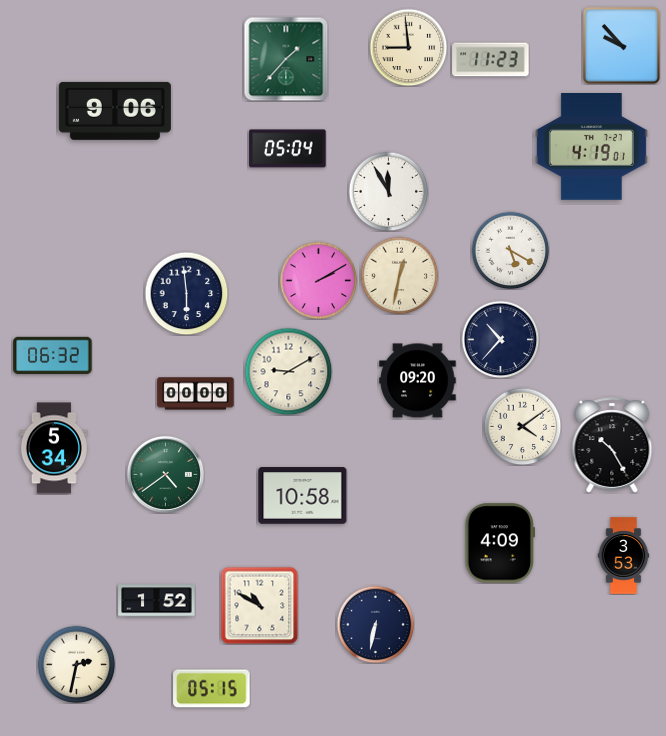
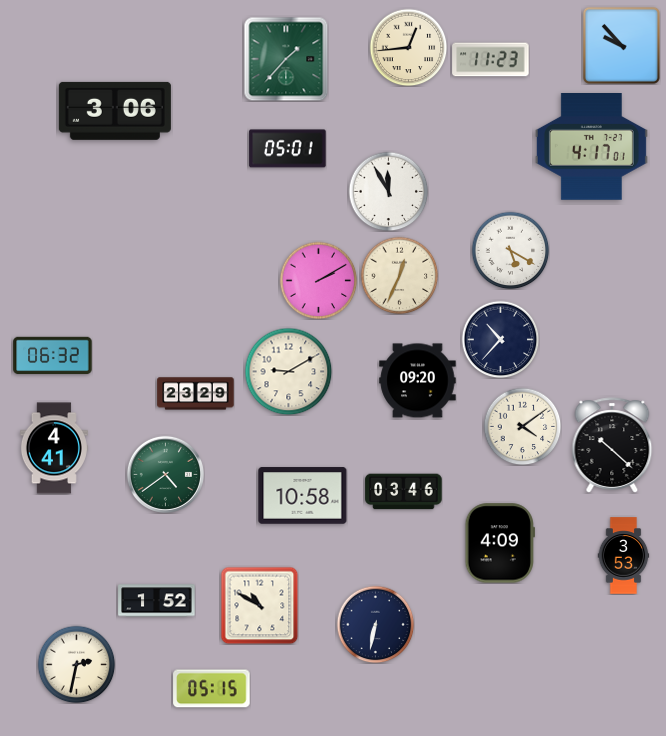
clock at (408, 47): 8:59 -> 12:44
clock at (115, 111): 9:06 -> 3:06
clock at (591, 147): 4:19 -> 4:17
clock at (288, 149): 05:04 -> 05:01
clock at (399, 275): 12:32 -> 12:34
clock at (186, 293): 5:59 -> none
clock at (196, 394): 00:00 -> 23:29
clock at (612, 445): 10:25 -> 10:22
clock at (54, 448): 5:34 -> 4:41
clock at (404, 492): none -> 03:46
